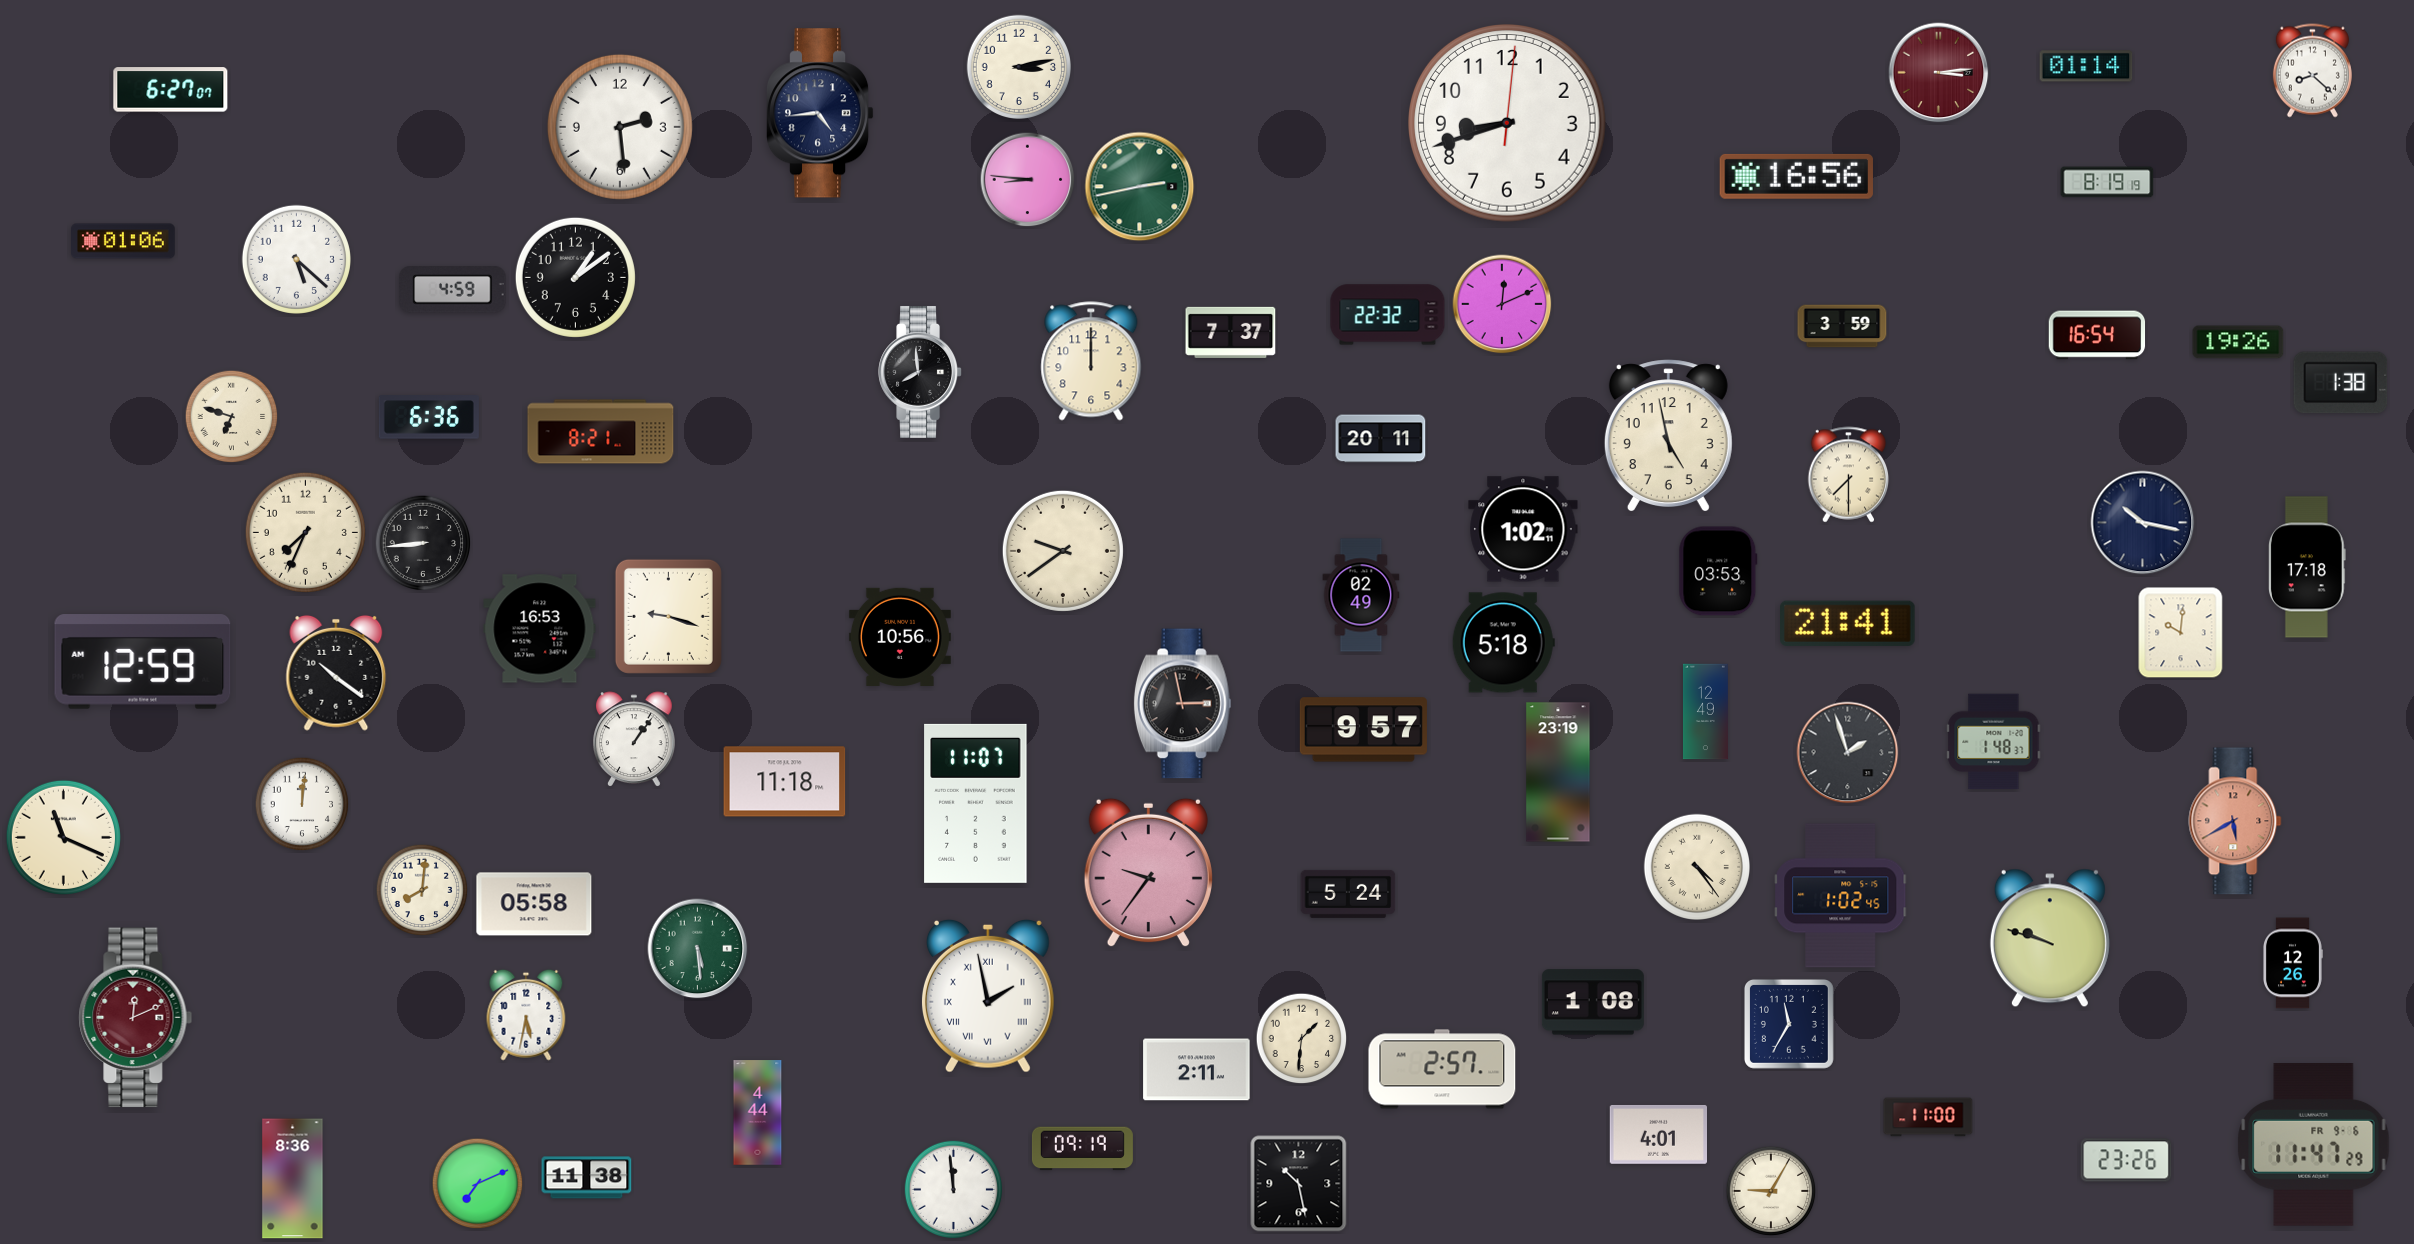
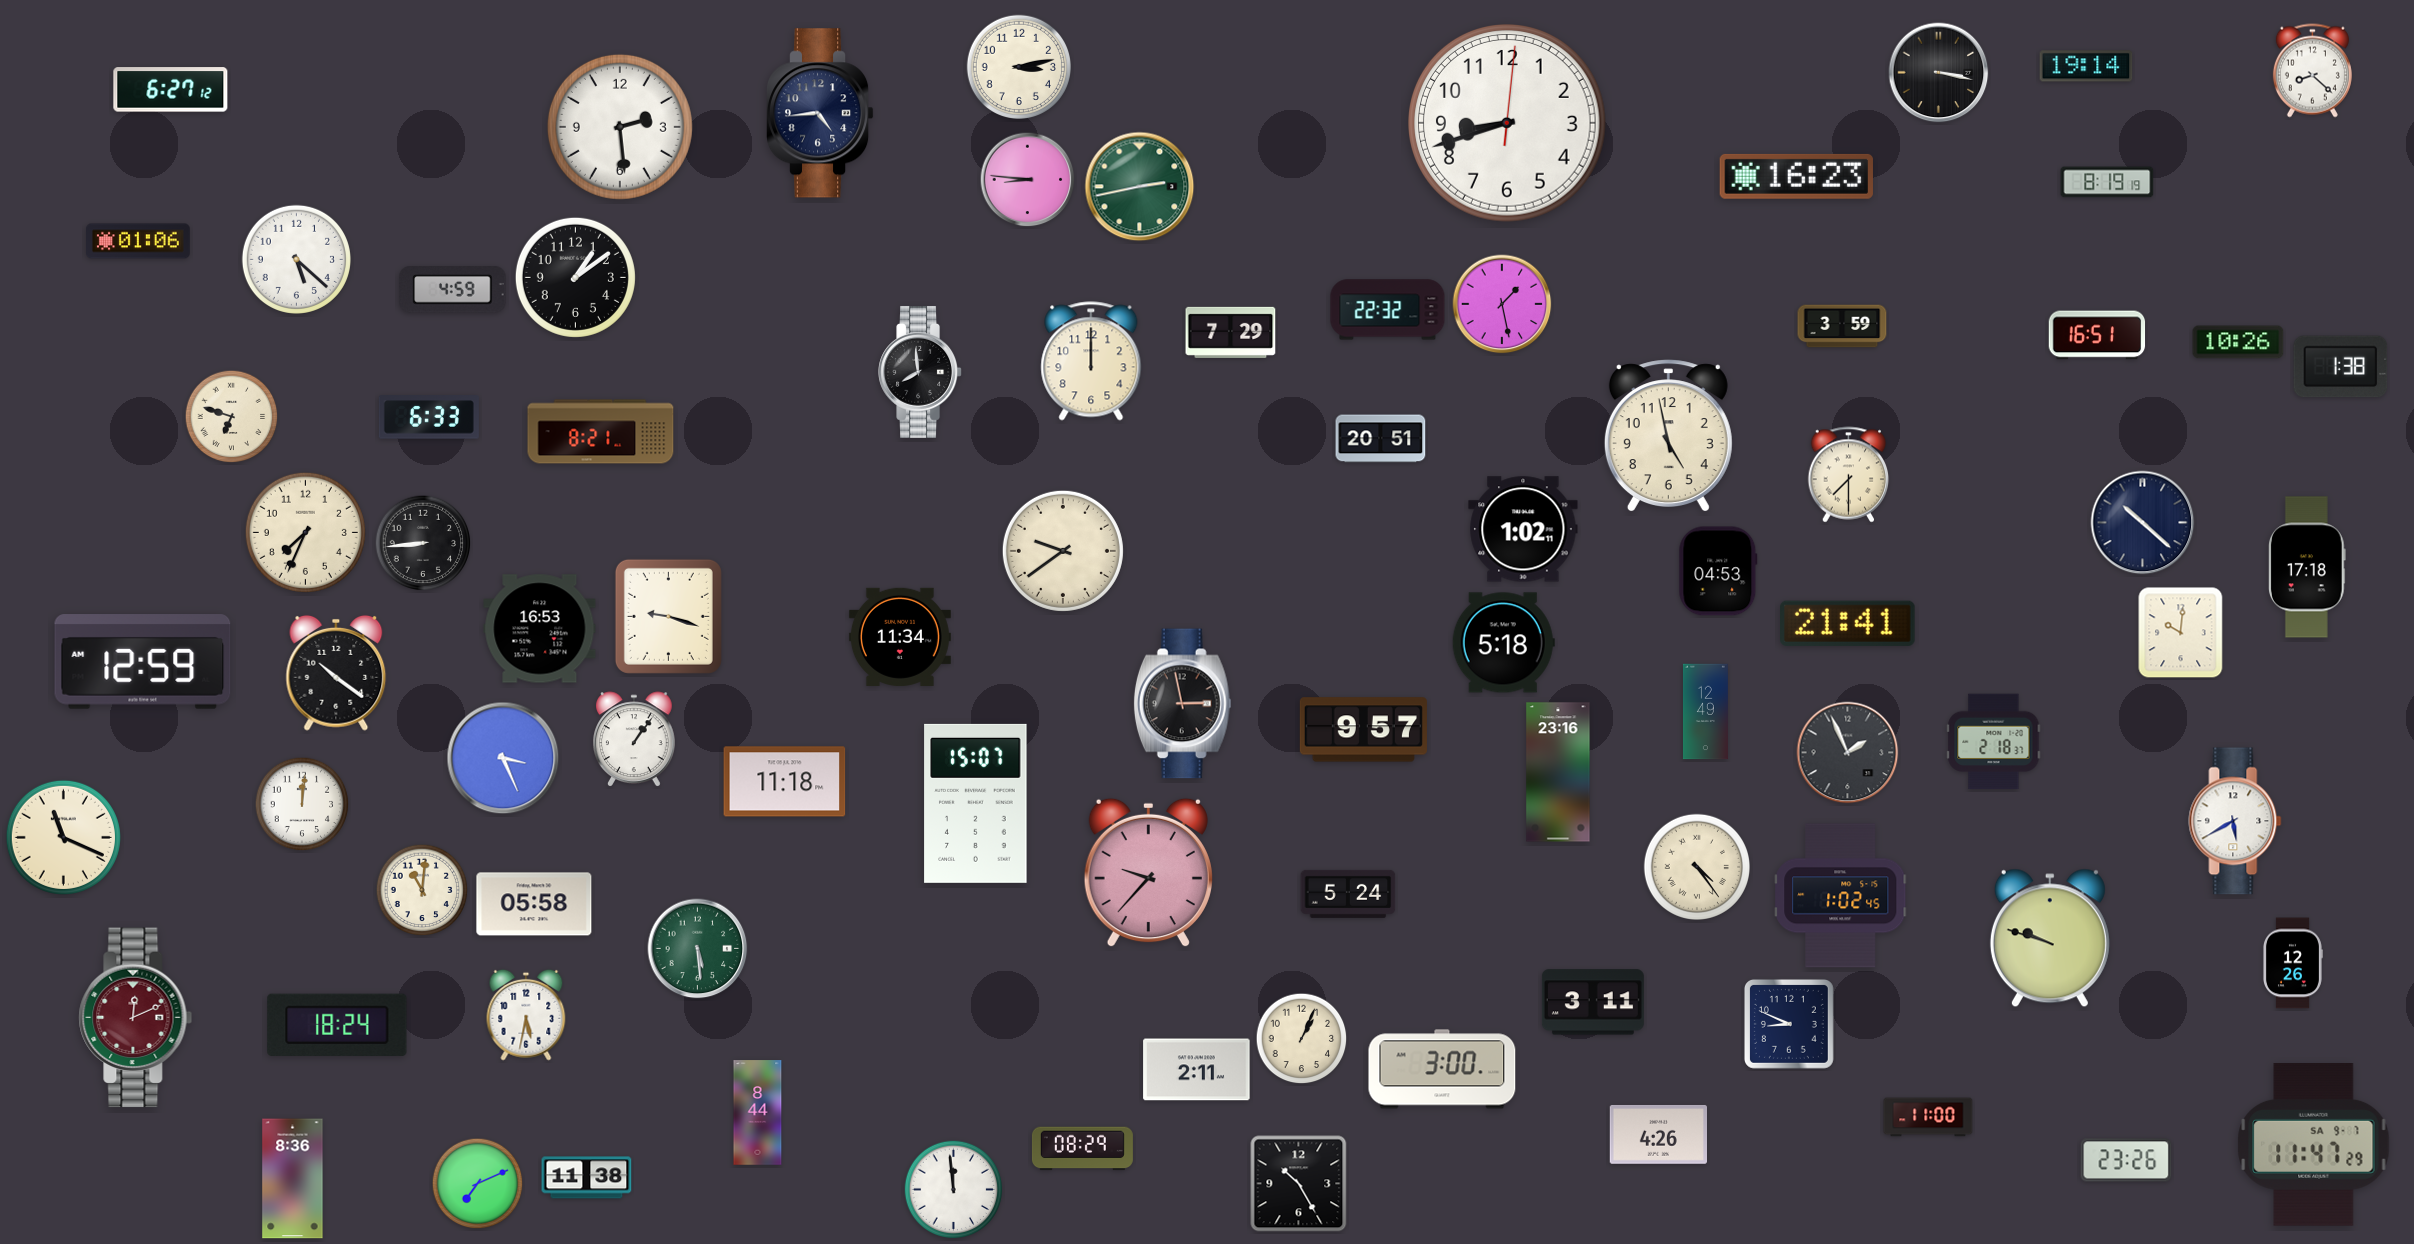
clock at (2086, 66): 01:14 -> 19:14
clock at (1939, 73): 3:14 -> 3:17
clock at (1939, 73) dial: burgundy -> black
clock at (171, 90): 6:27:07 -> 6:27:12
clock at (1796, 176): 16:56 -> 16:23
clock at (124, 241) position: (124, 241) -> (139, 241)
clock at (1502, 304): 12:11 -> 1:28
clock at (1388, 315) position: (1388, 315) -> (1388, 310)
clock at (1231, 332): 7:37 -> 7:29
clock at (2097, 335): 16:54 -> 16:51
clock at (2238, 342): 19:26 -> 10:26
clock at (2341, 383) position: (2341, 383) -> (2341, 367)
clock at (429, 417): 6:36 -> 6:33
clock at (1381, 439): 20:11 -> 20:51
clock at (2143, 523): 10:17 -> 10:22
clock at (1718, 571): 03:53 -> 04:53
clock at (1361, 595): 02:49 -> none
clock at (900, 637): 10:56 -> 11:34
clock at (1994, 742): 1:48 -> 2:18
clock at (1848, 753): 1:57 -> 1:56
clock at (503, 758): none -> 3:26
clock at (1558, 772): 23:19 -> 23:16
clock at (976, 803): 11:07 -> 15:07
clock at (2235, 821) dial: salmon -> white
clock at (1148, 873): 9:36 -> 9:37
clock at (422, 890): 8:01 -> 11:01
clock at (988, 996): 1:58 -> none
clock at (1593, 1002): 1:08 -> 3:11
clock at (337, 1024): none -> 18:24
clock at (1789, 1024): 11:35 -> 8:49
clock at (1302, 1039): 1:31 -> 1:04
clock at (1442, 1069): 2:57 -> 3:00
clock at (758, 1113): 4:44 -> 8:44
clock at (1658, 1134): 4:01 -> 4:26
clock at (2314, 1145) date: FR 9-6 -> SA 9-7
clock at (1082, 1149): 09:19 -> 08:29
clock at (1299, 1184): 10:28 -> 10:25
clock at (1771, 1191): 9:05 -> none
